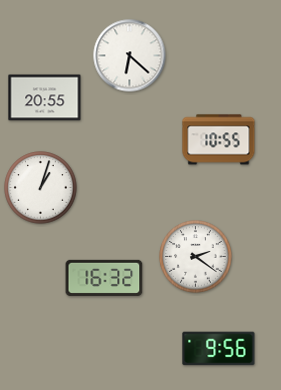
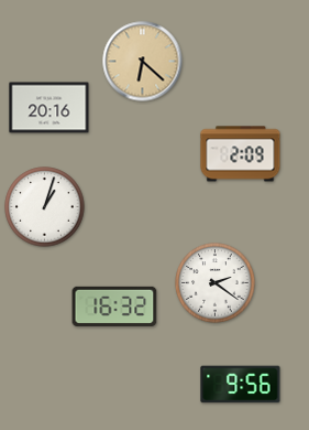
clock at (130, 56) dial: white -> champagne
clock at (45, 98): 20:55 -> 20:16
clock at (219, 140): 10:55 -> 2:09
